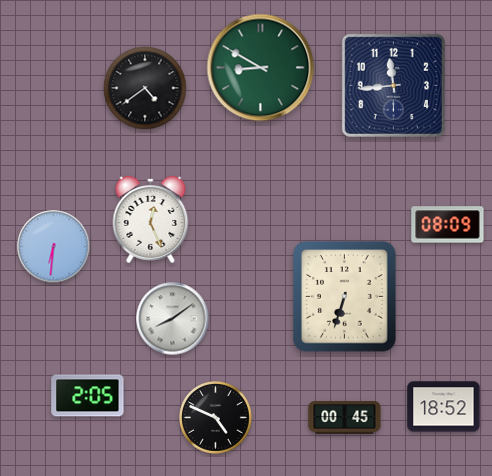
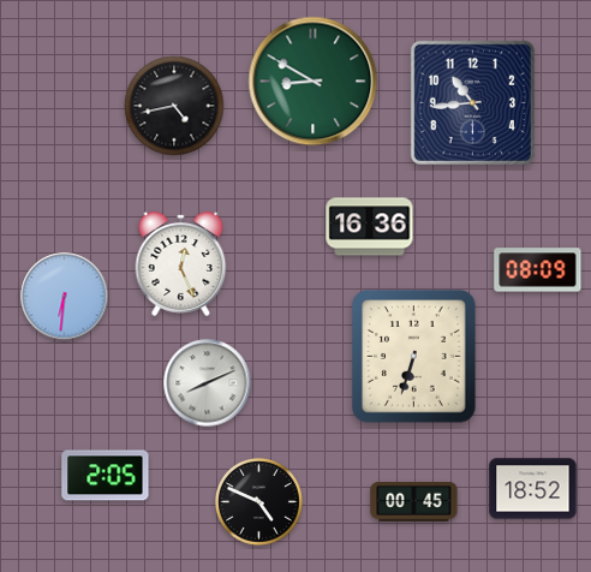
clock at (393, 85): 11:44 -> 10:44
clock at (145, 88): 4:39 -> 4:43
clock at (370, 227): none -> 16:36
clock at (173, 319): 8:09 -> 8:11
